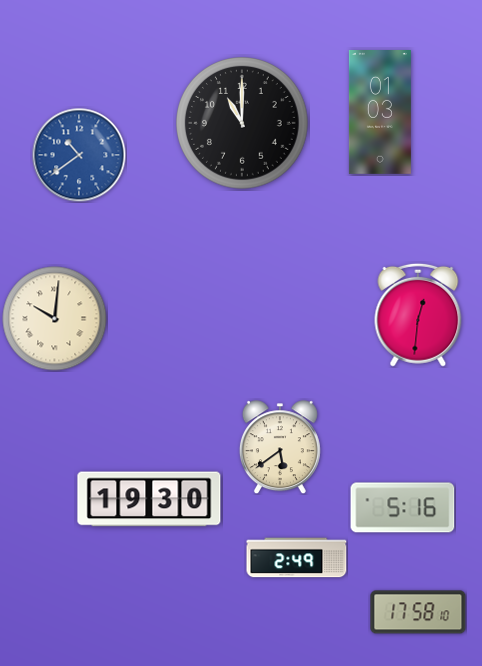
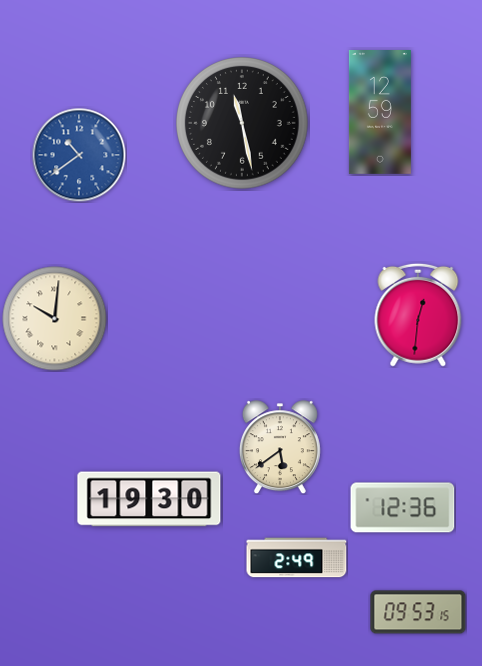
clock at (380, 113): 01:03 -> 12:59
clock at (242, 123): 11:00 -> 11:28
clock at (403, 508): 5:16 -> 12:36
clock at (418, 612): 17:58 -> 09:53
